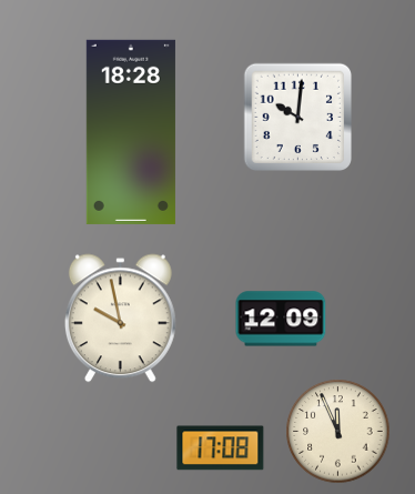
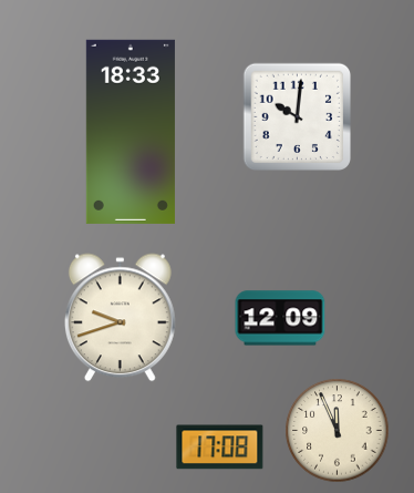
clock at (131, 132): 18:28 -> 18:33
clock at (120, 319): 9:58 -> 9:42
